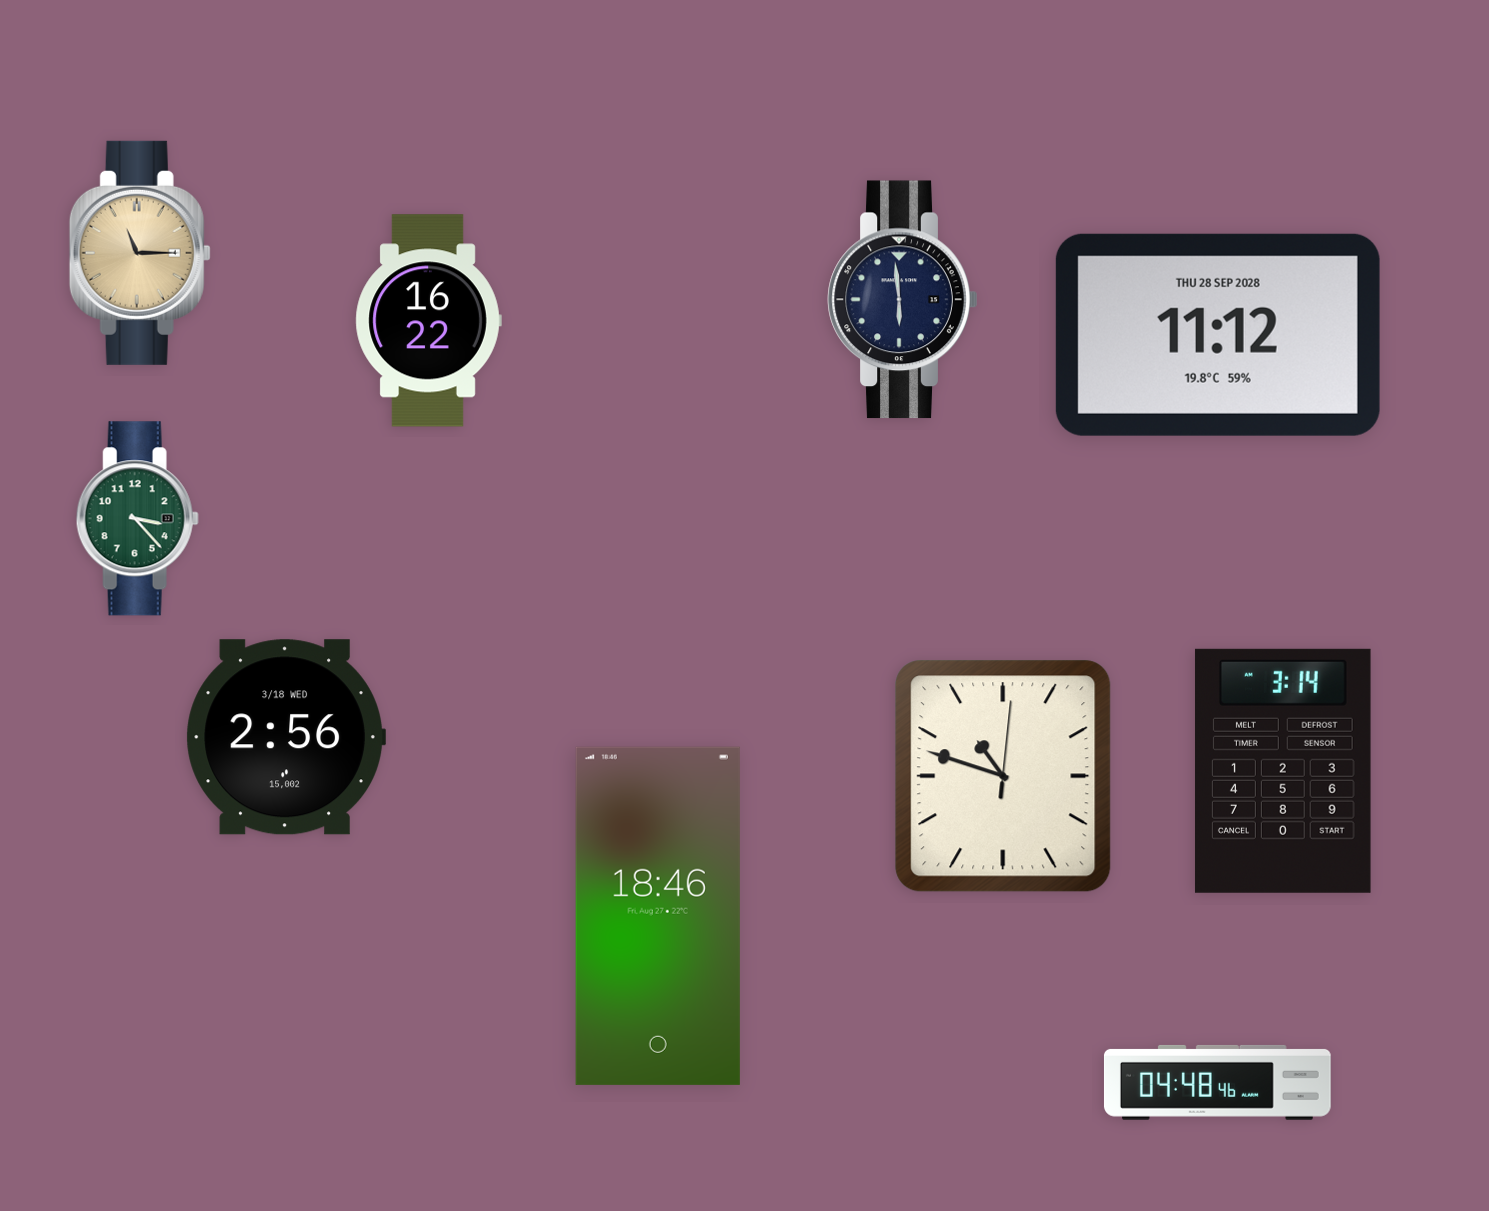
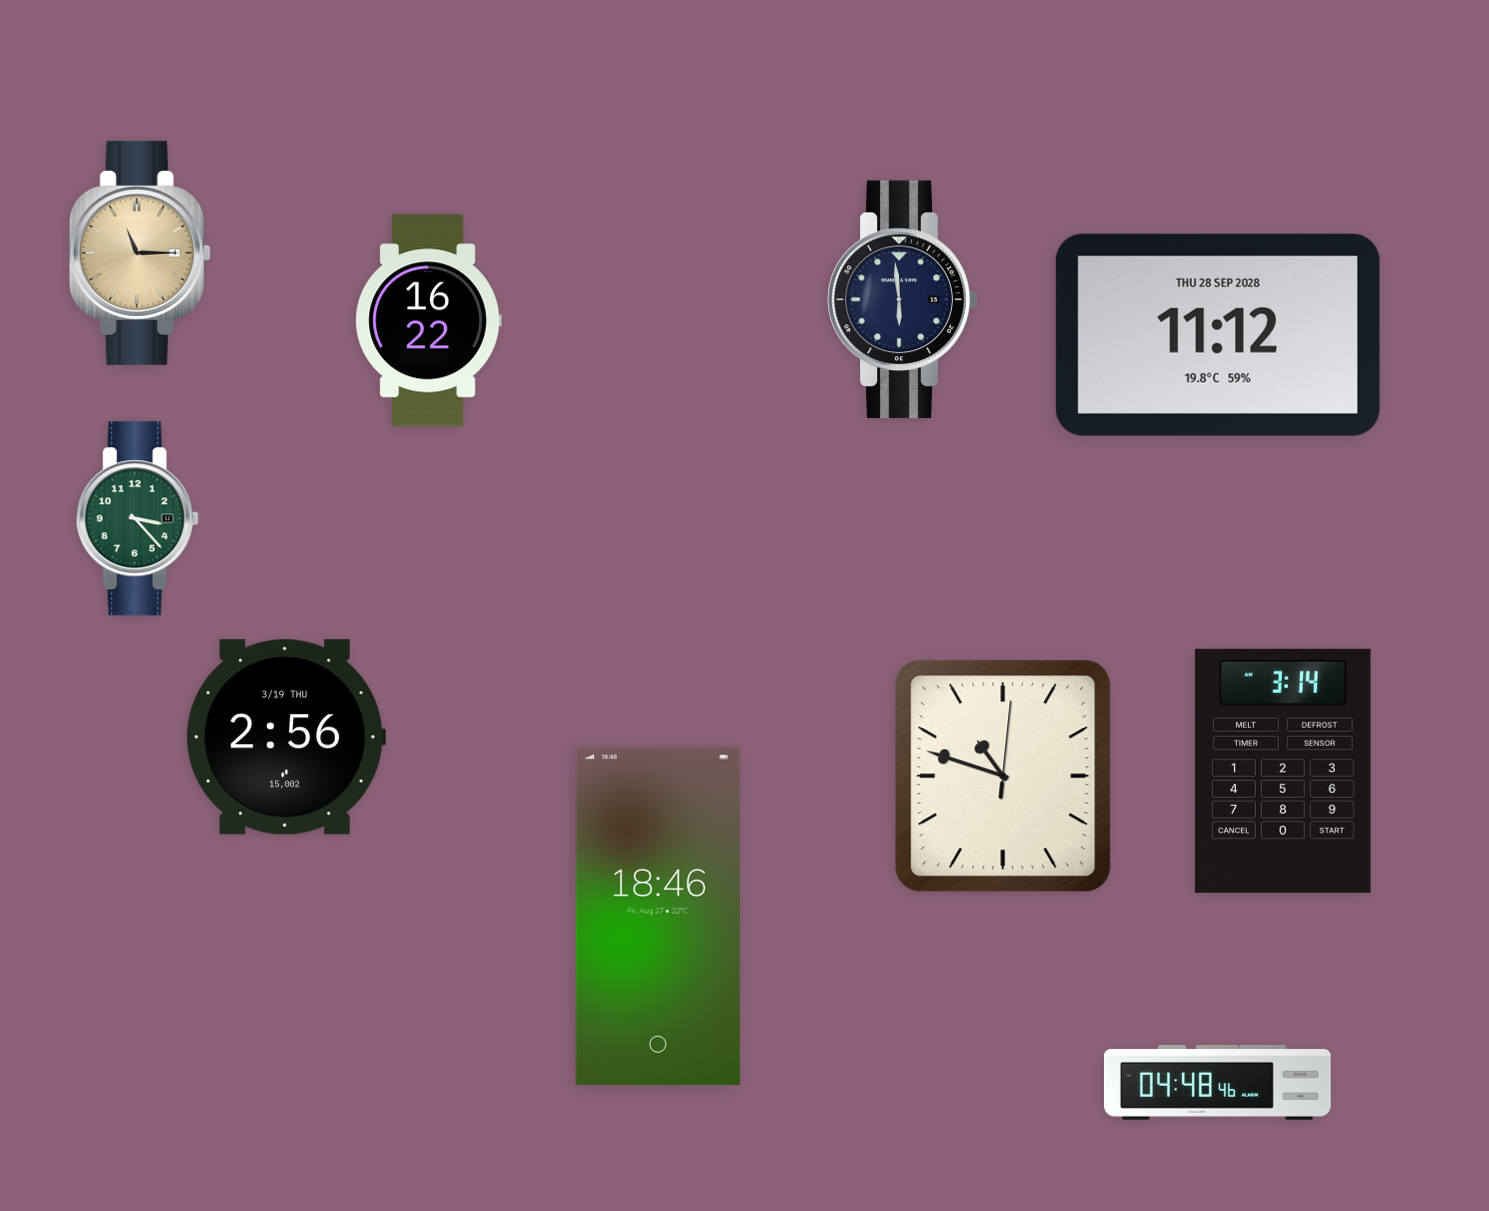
clock at (286, 737) date: 3/18 WED -> 3/19 THU
